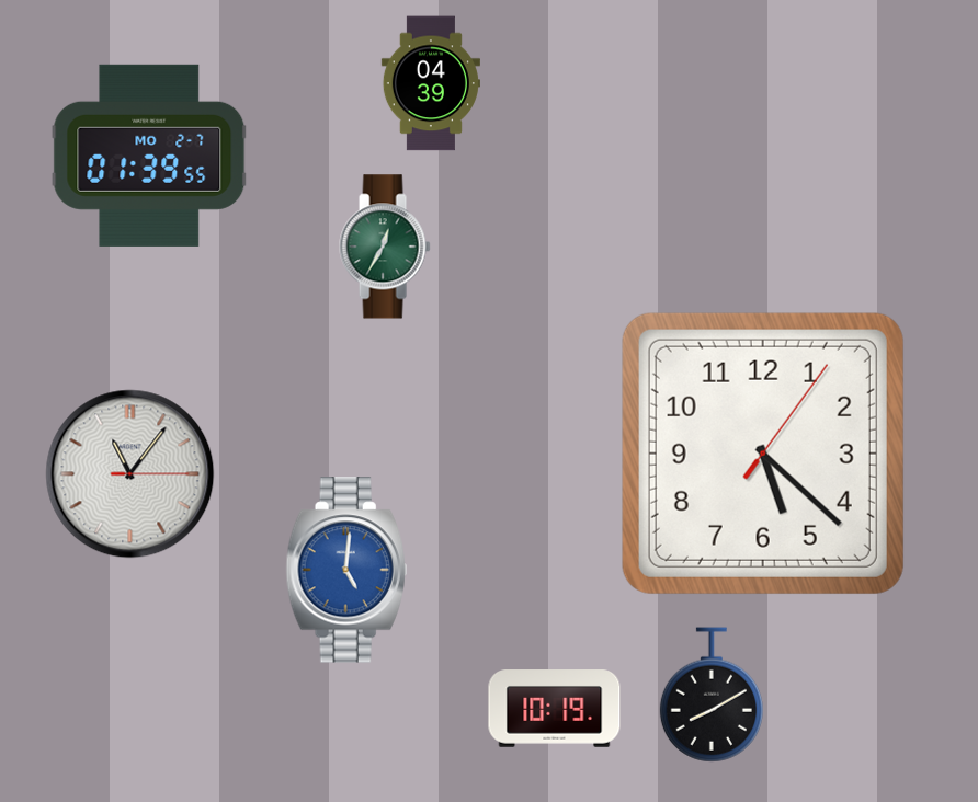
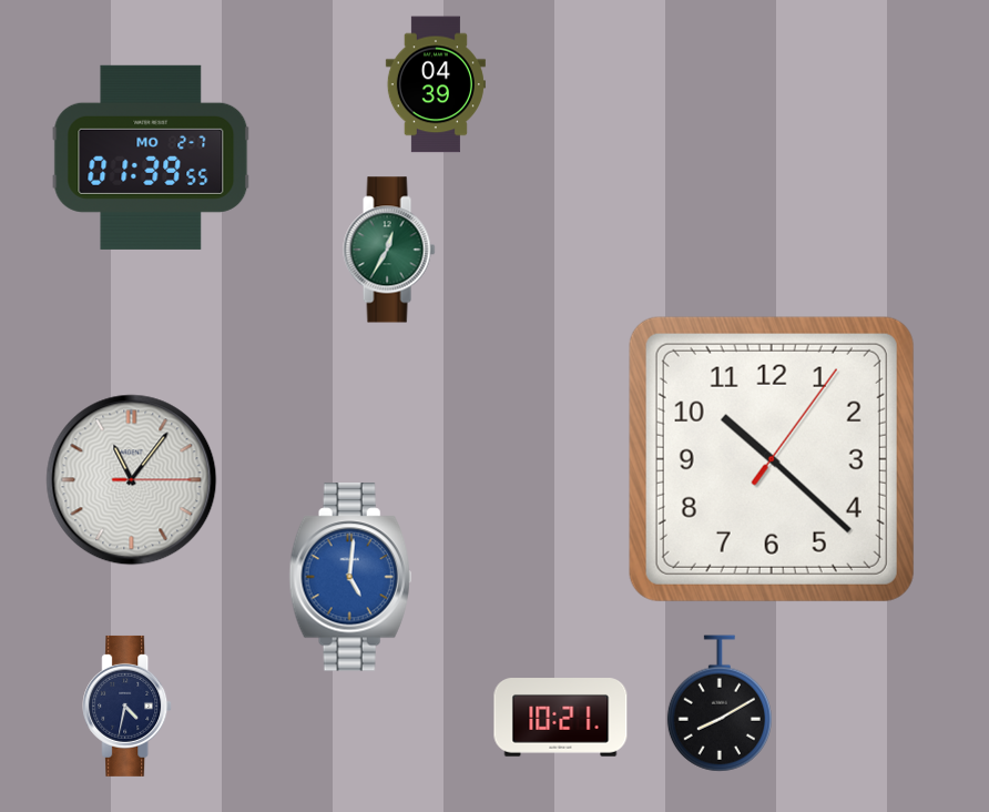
clock at (763, 454): 5:22 -> 10:22
clock at (128, 706): none -> 4:32
clock at (555, 709): 10:19 -> 10:21
